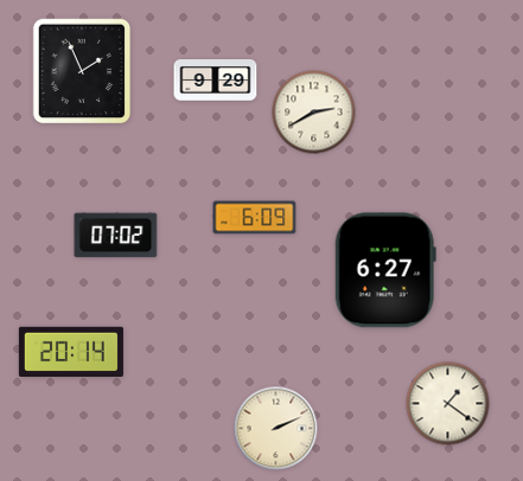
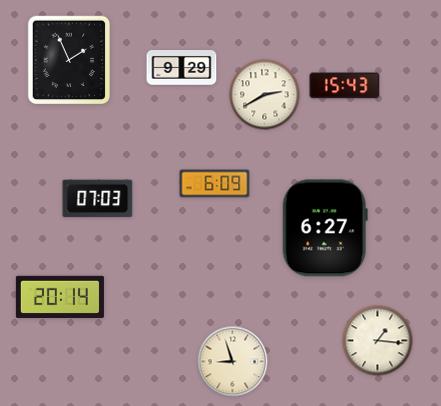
clock at (345, 86): none -> 15:43
clock at (116, 236): 07:02 -> 07:03
clock at (448, 404): 1:21 -> 1:16
clock at (276, 429): 2:11 -> 8:57
